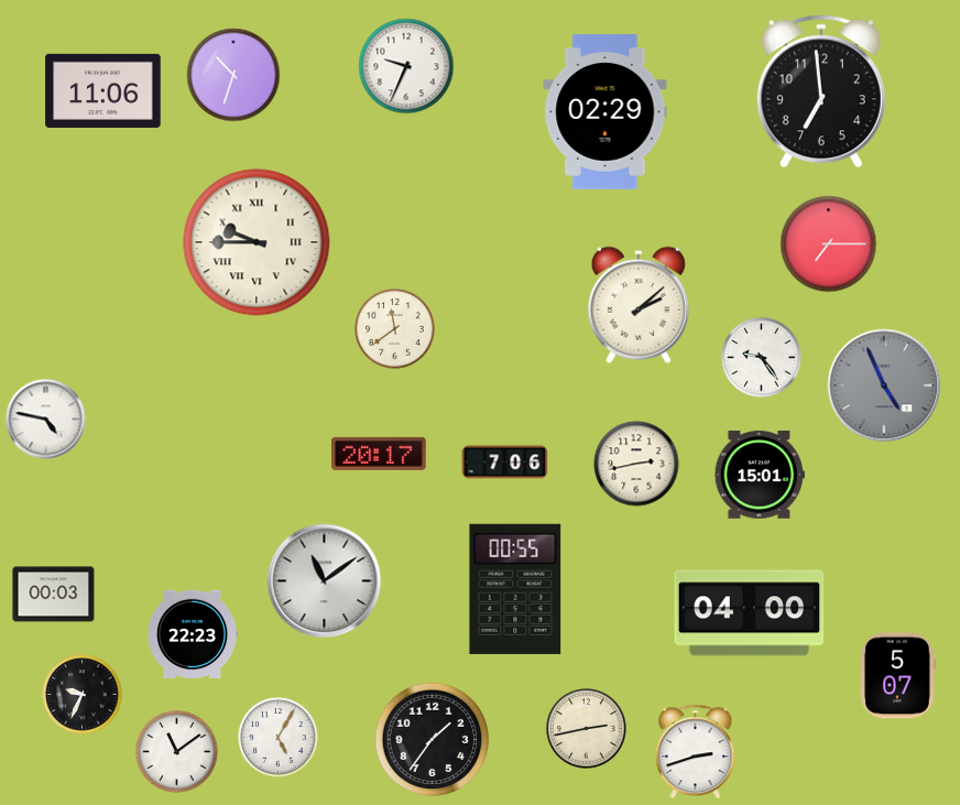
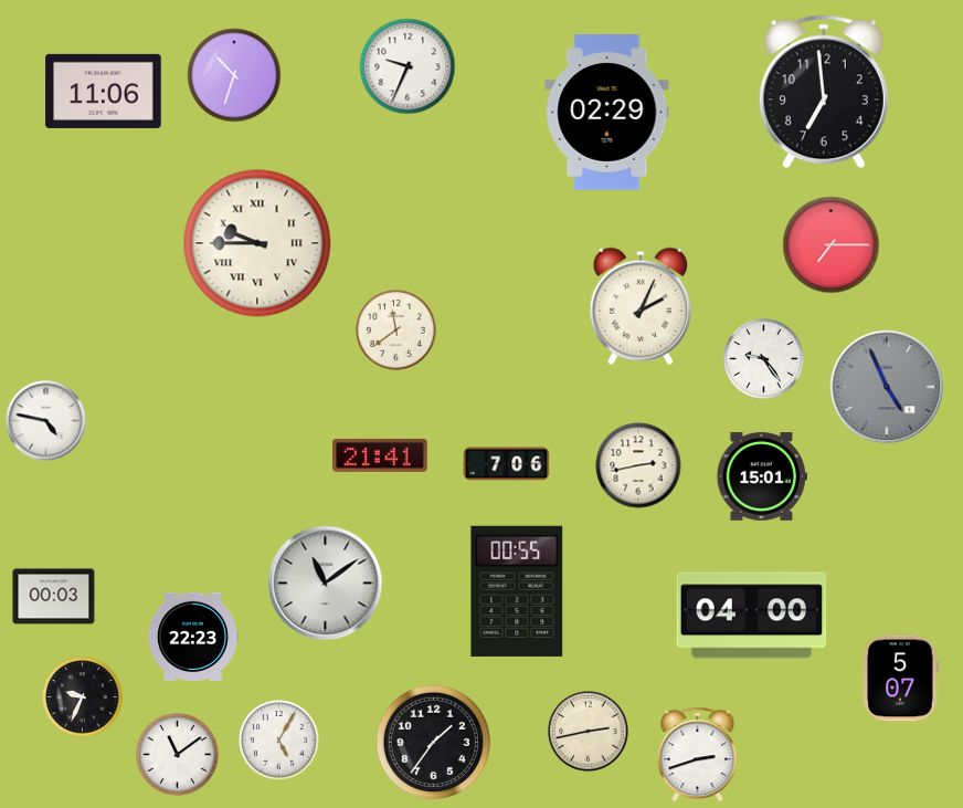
clock at (639, 305): 2:08 -> 2:04
clock at (379, 454): 20:17 -> 21:41
